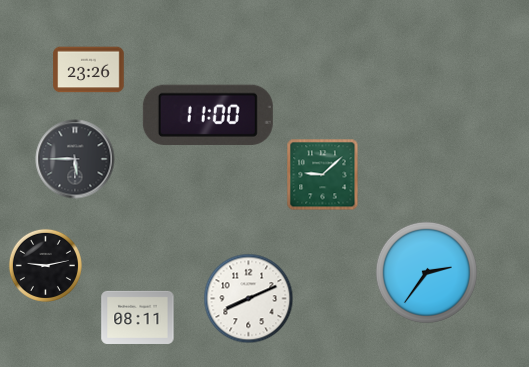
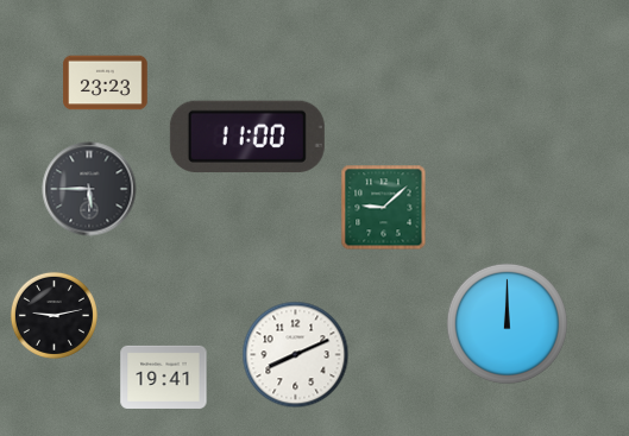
clock at (89, 70): 23:26 -> 23:23
clock at (426, 272): 2:36 -> 12:00
clock at (138, 317): 08:11 -> 19:41
